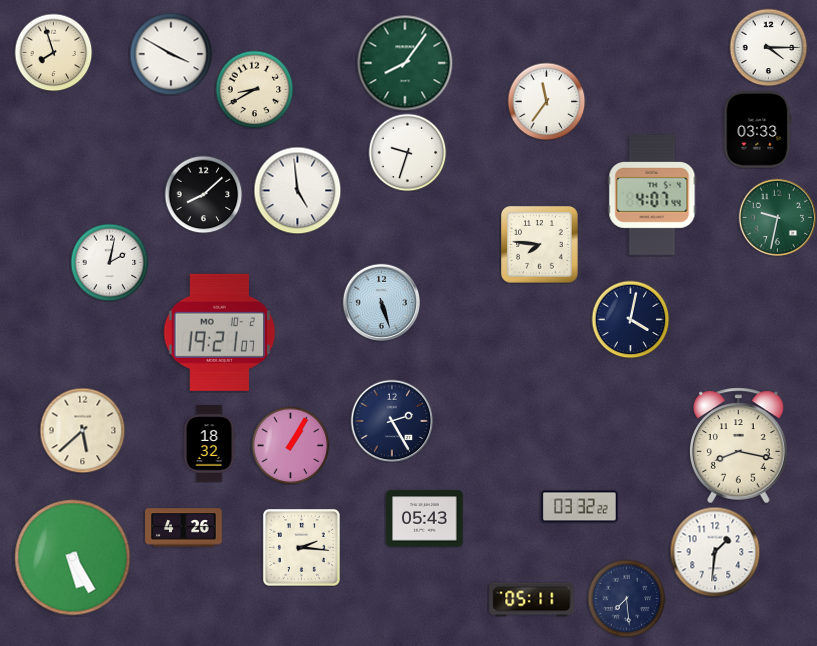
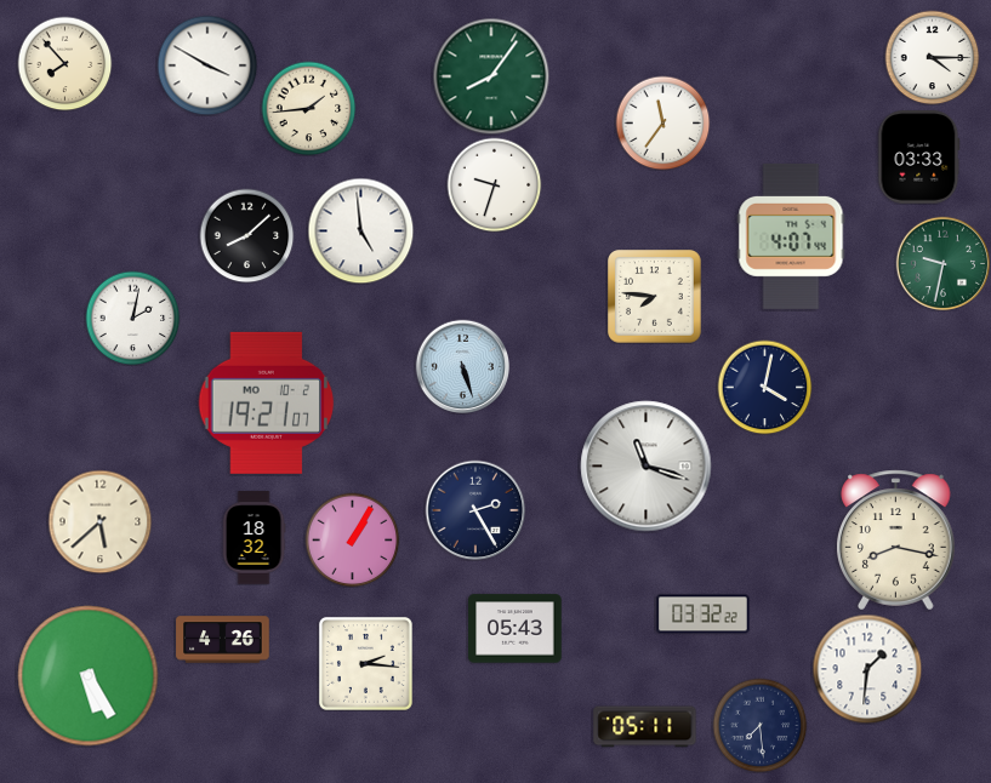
clock at (53, 52): 7:57 -> 7:53
clock at (254, 89): 8:40 -> 1:44
clock at (647, 467): none -> 11:18
